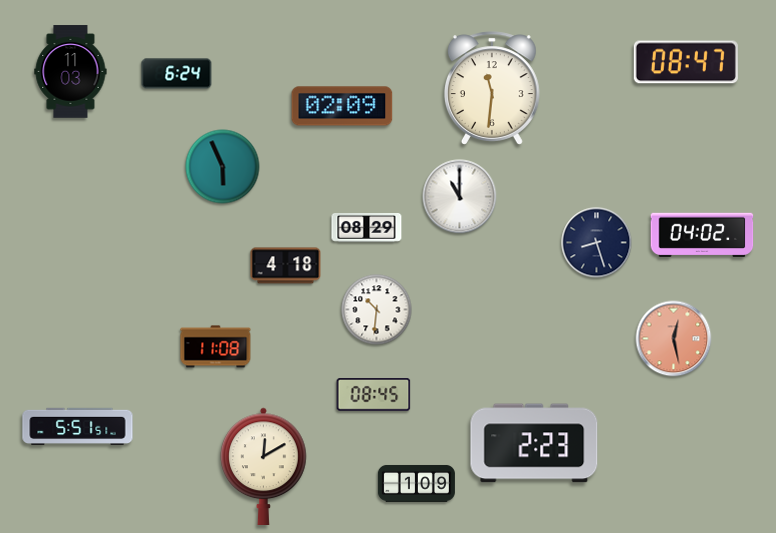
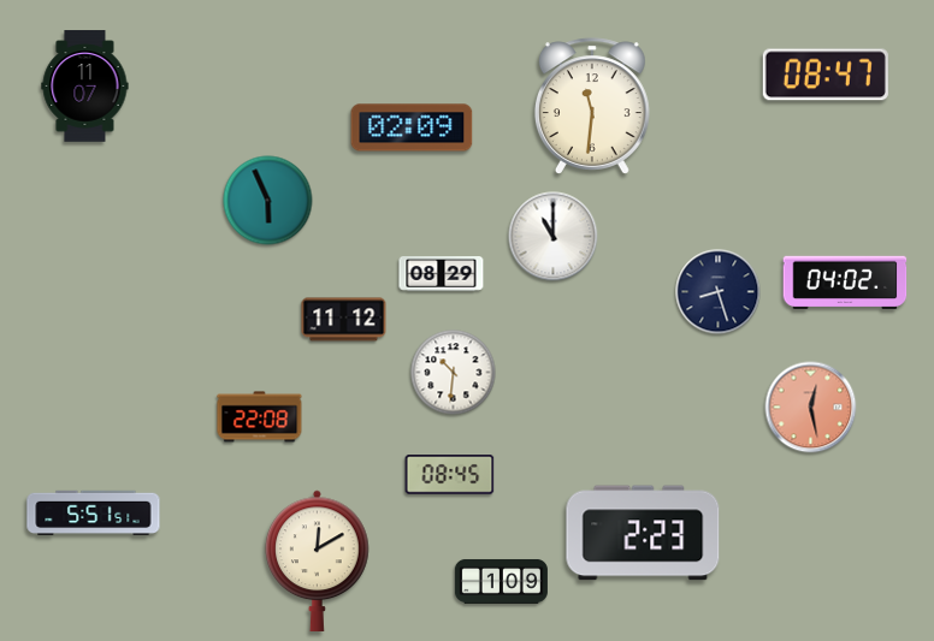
clock at (71, 72): 11:03 -> 11:07
clock at (177, 74): 6:24 -> none
clock at (286, 266): 4:18 -> 11:12
clock at (216, 347): 11:08 -> 22:08
